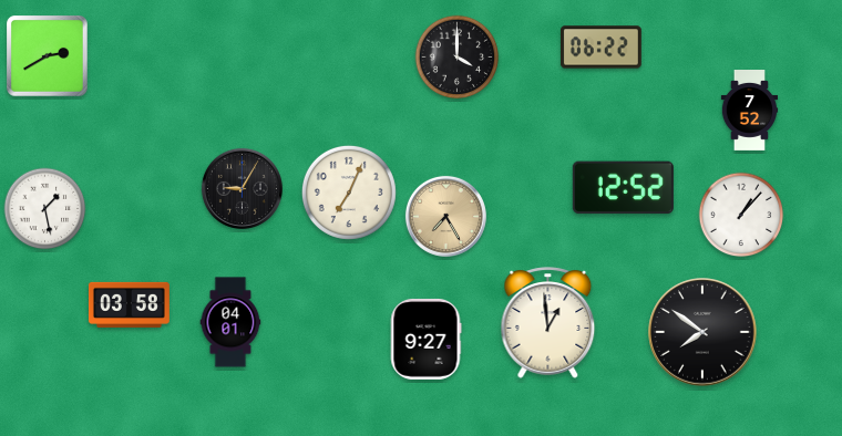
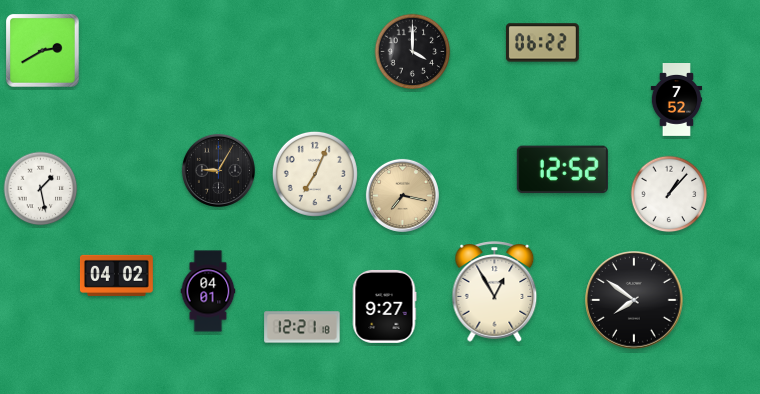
clock at (445, 216): 7:25 -> 7:17
clock at (129, 304): 03:58 -> 04:02
clock at (548, 323): 12:59 -> 12:55
clock at (302, 327): none -> 12:21
